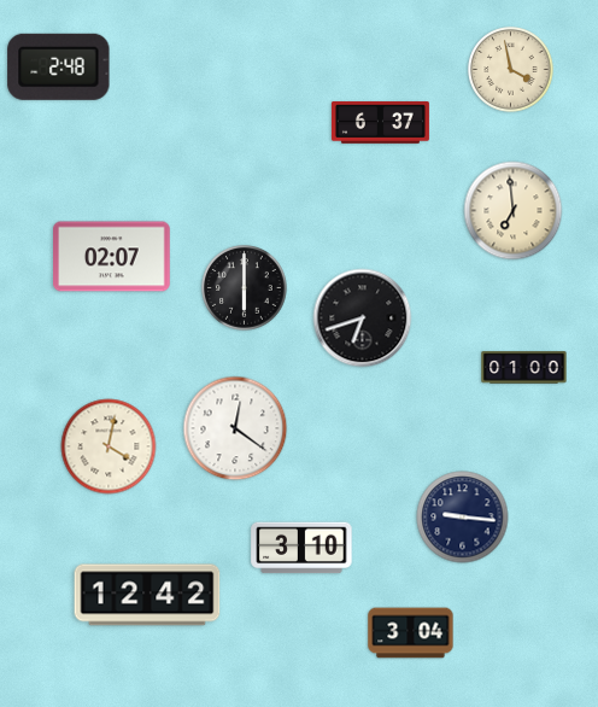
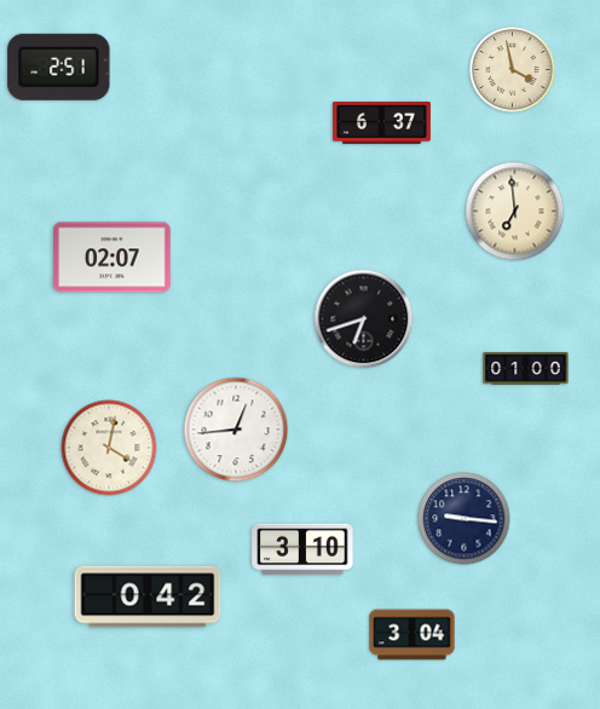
clock at (59, 66): 2:48 -> 2:51
clock at (245, 288): 6:00 -> none
clock at (235, 428): 12:21 -> 12:44
clock at (147, 595): 12:42 -> 0:42
